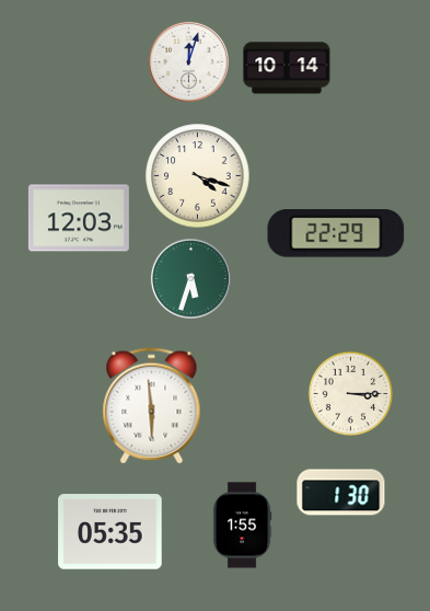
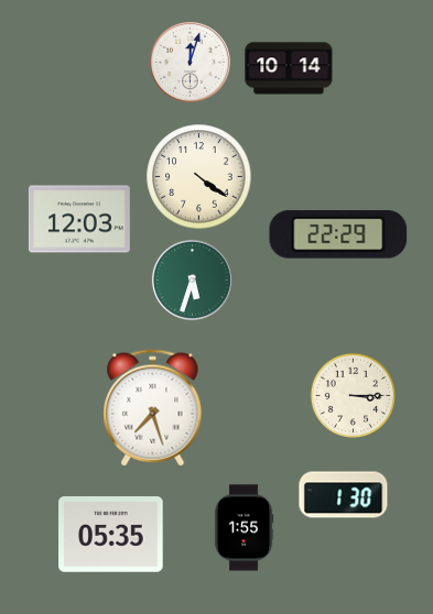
clock at (198, 176): 4:18 -> 4:21
clock at (152, 406): 5:59 -> 7:27
